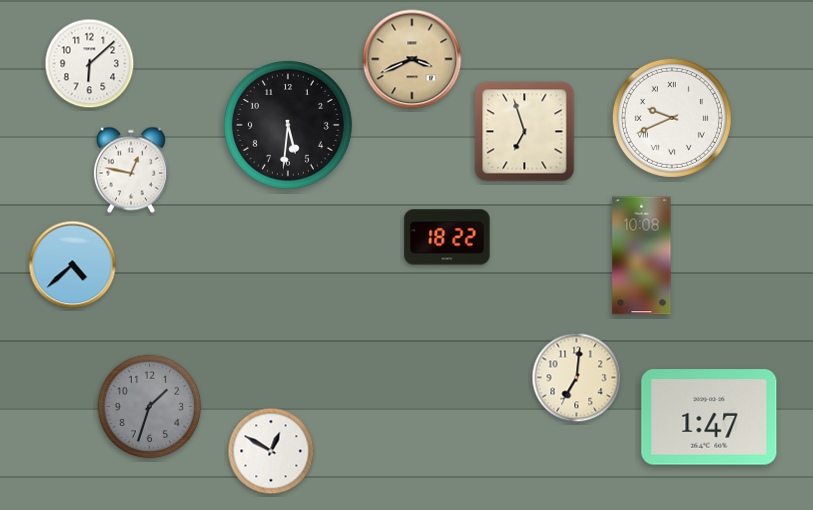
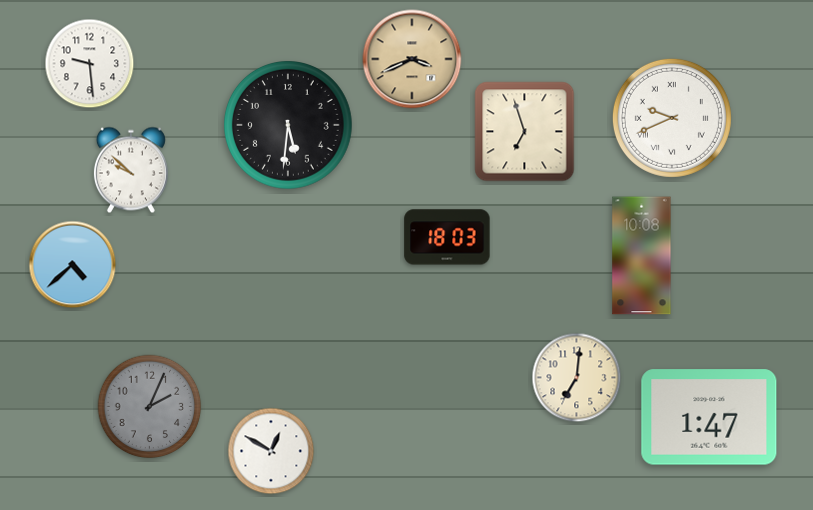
clock at (90, 64): 6:08 -> 9:29
clock at (131, 170): 12:47 -> 9:52
clock at (447, 237): 18:22 -> 18:03
clock at (150, 407): 1:33 -> 2:04
